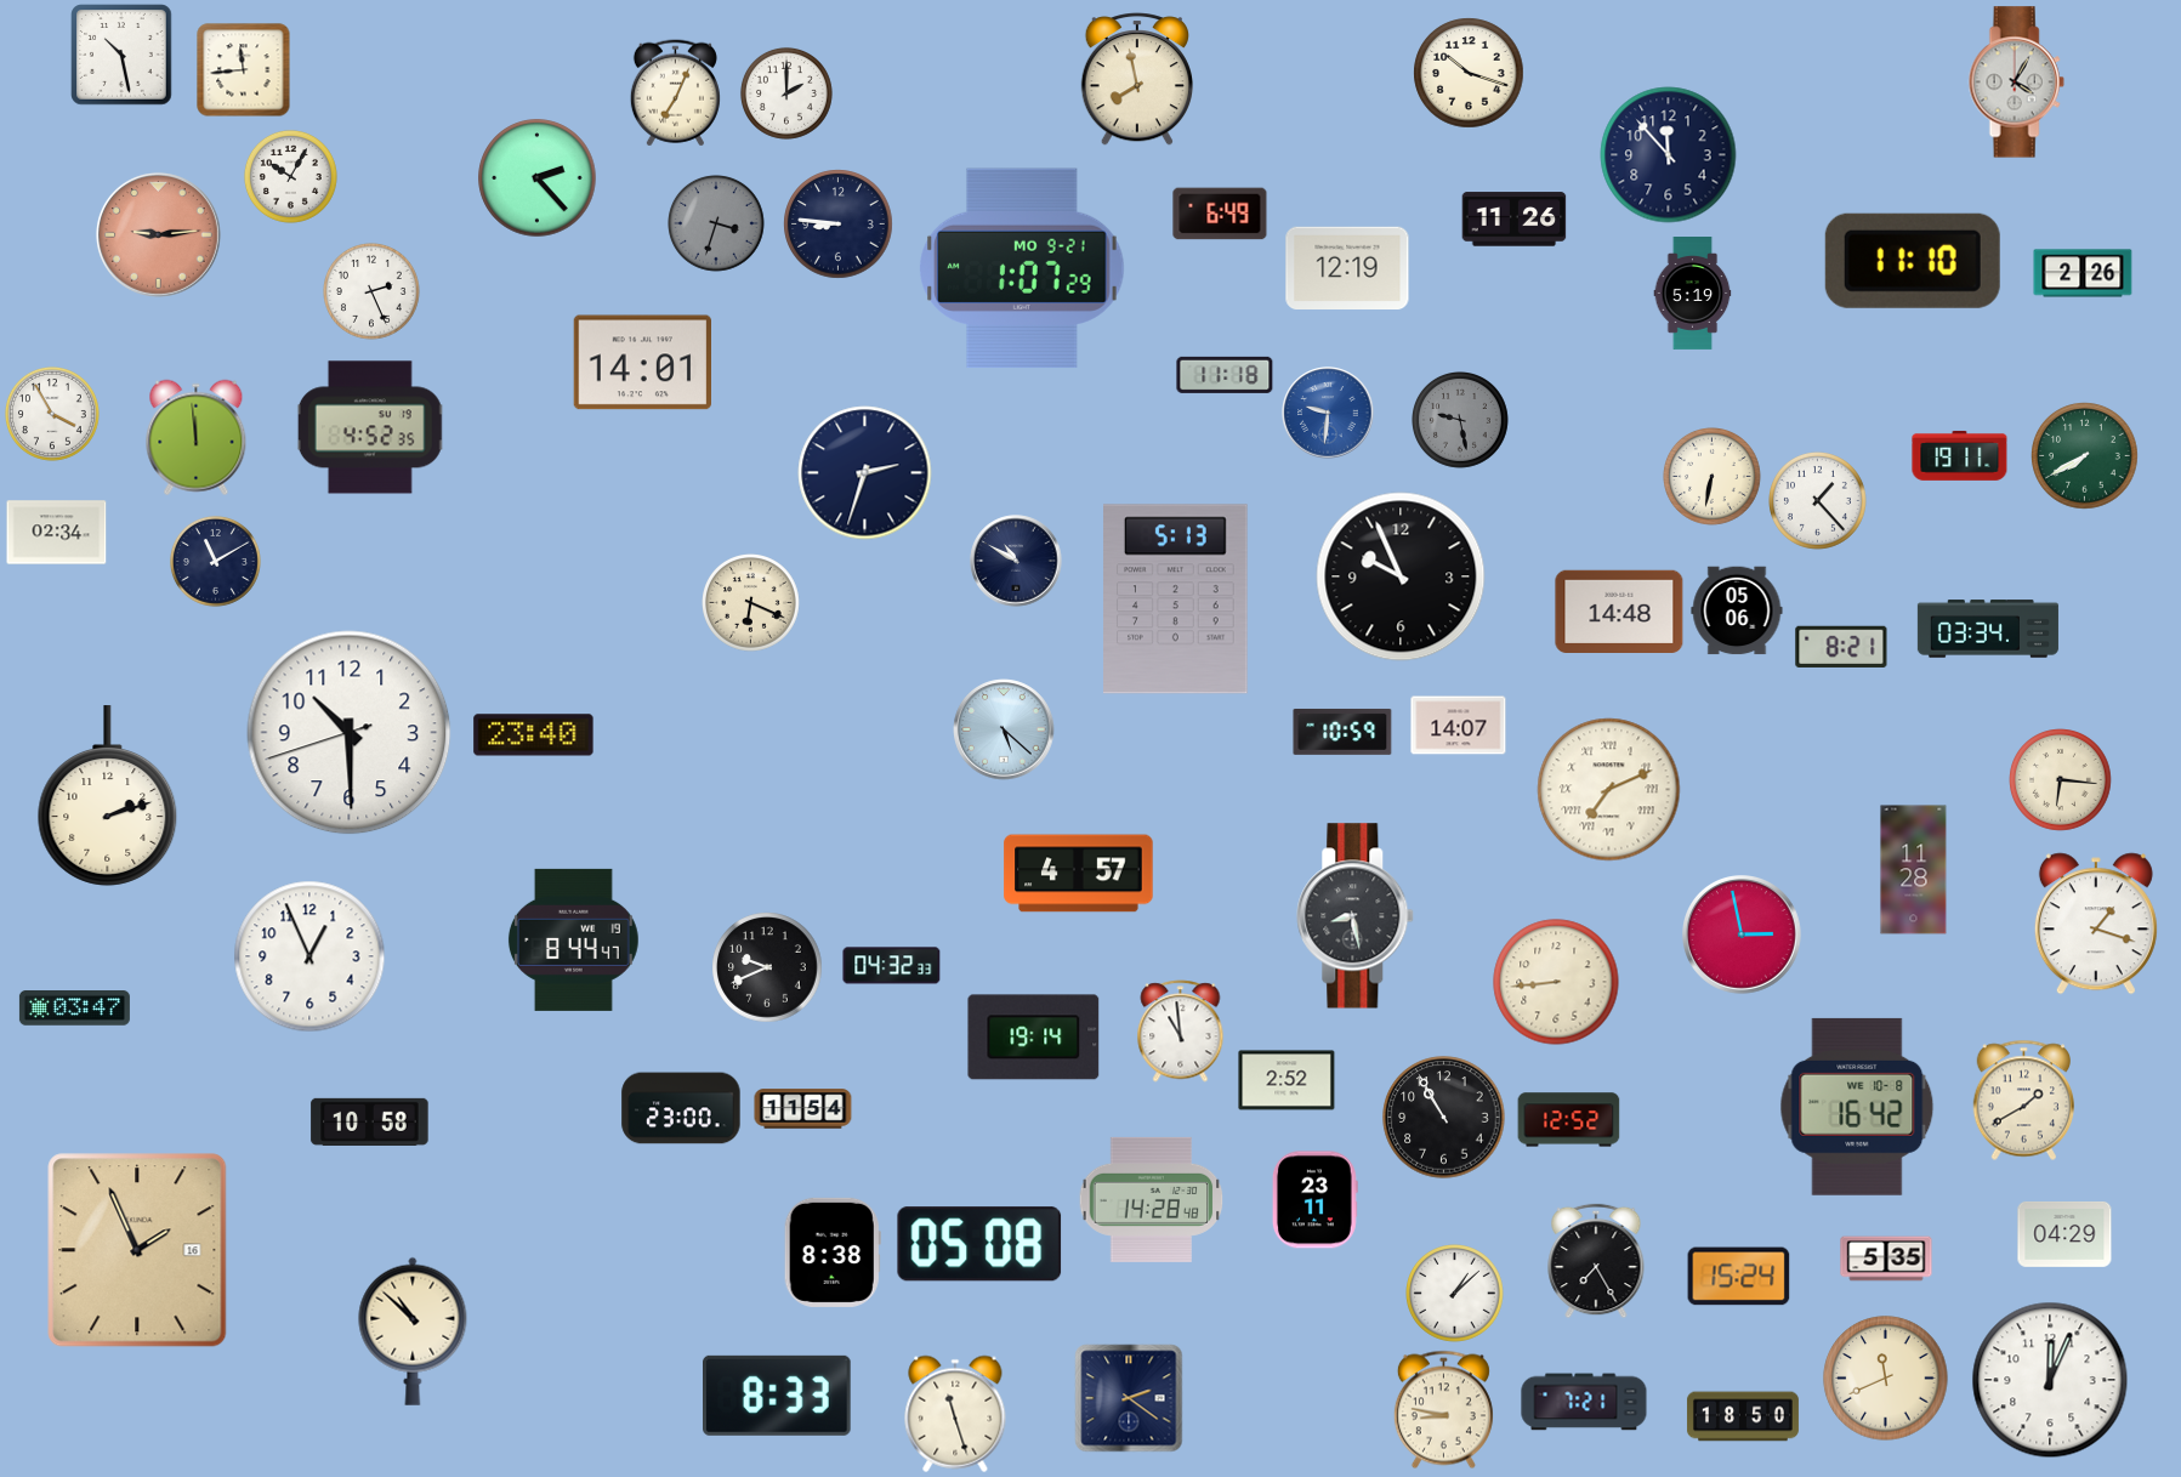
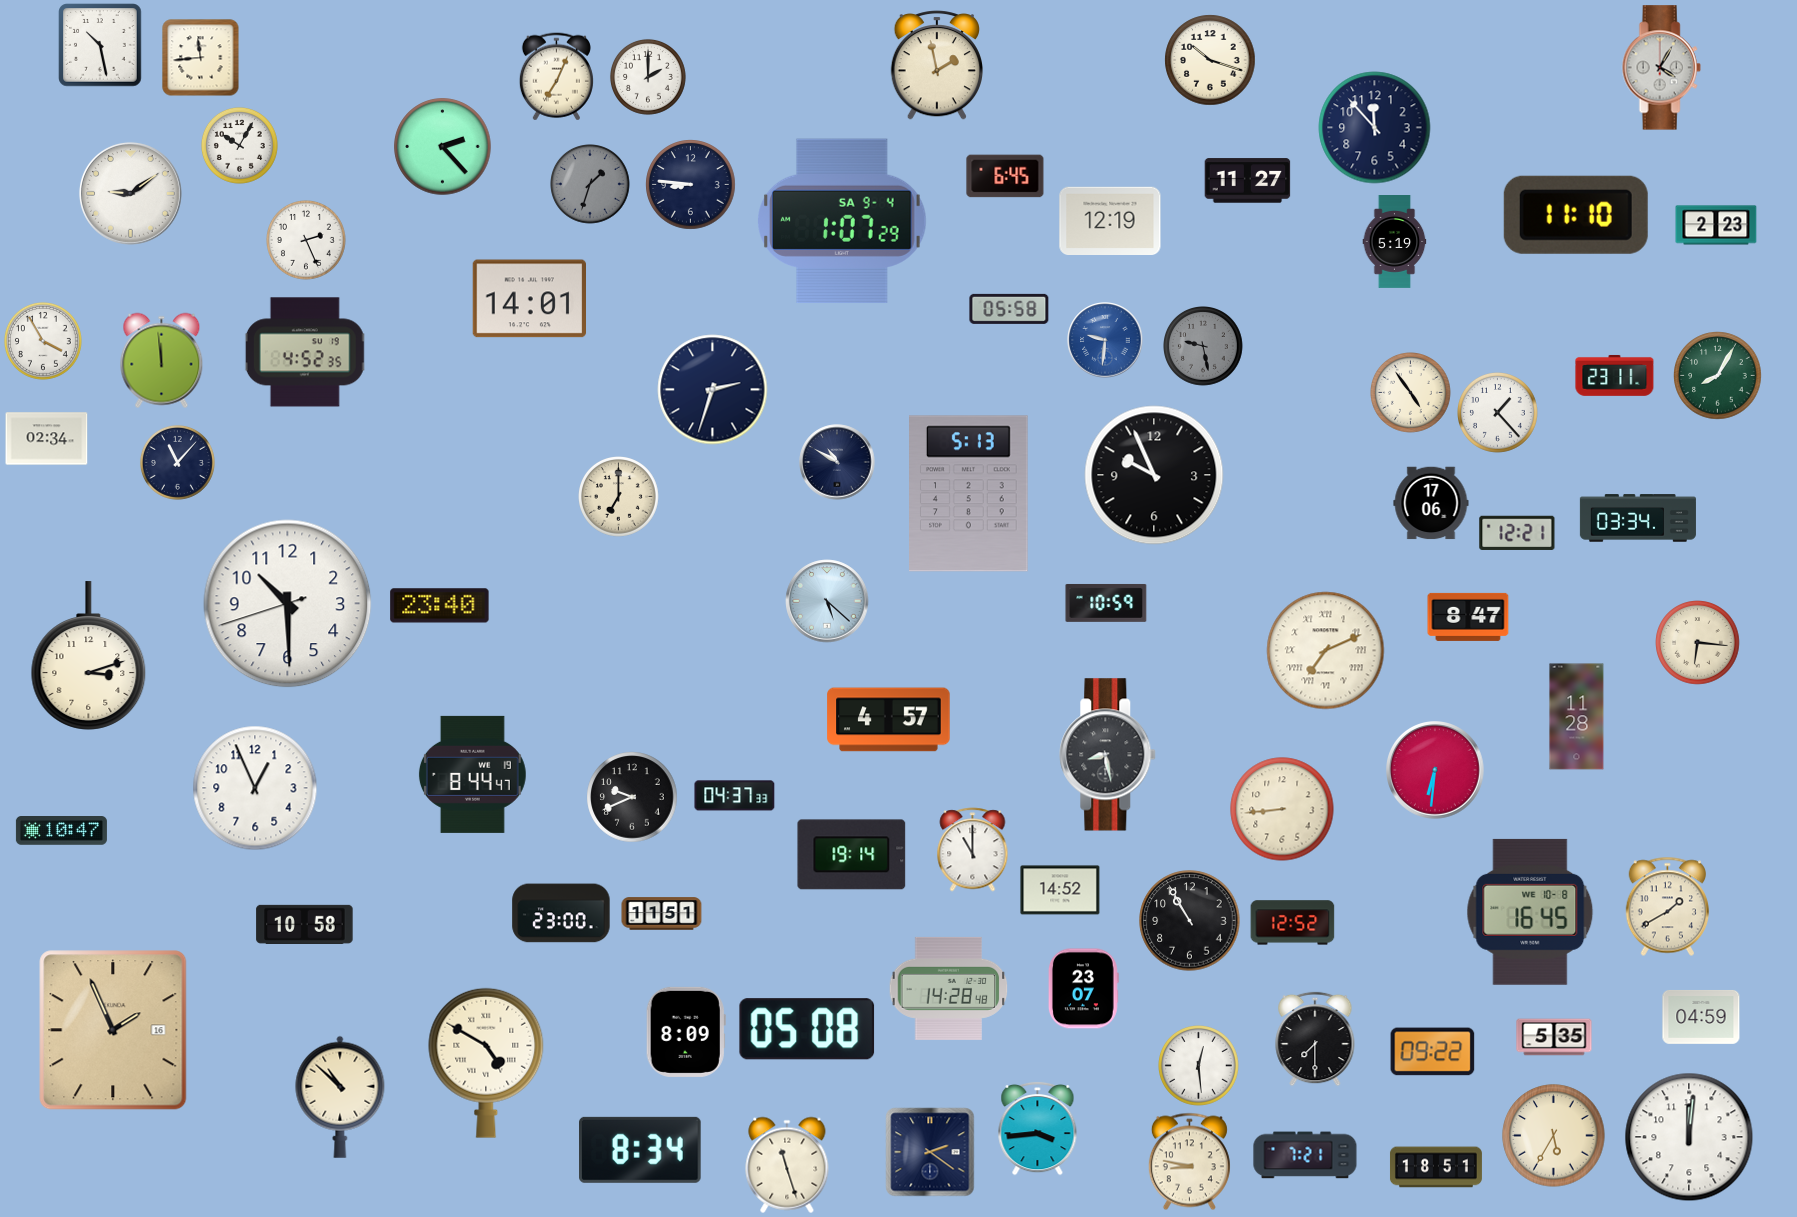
clock at (1136, 79): 7:58 -> 1:58
clock at (1220, 214): 6:49 -> 6:45
clock at (1515, 220): 11:26 -> 11:27
clock at (717, 225): 3:33 -> 1:33
clock at (158, 234): 9:14 -> 9:09
clock at (158, 234) dial: salmon -> white
clock at (1023, 268) date: MO 9-21 -> SA 9-4
clock at (2083, 273): 2:26 -> 2:23
clock at (1225, 375): 11:18 -> 05:58
clock at (1328, 413) position: (1328, 413) -> (1105, 340)
clock at (1960, 455): 19:11 -> 23:11
clock at (2085, 456): 7:40 -> 8:05
clock at (1713, 477): 6:32 -> 4:54
clock at (215, 561): 11:10 -> 11:07
clock at (751, 603): 6:19 -> 7:00
clock at (1619, 610): 14:48 -> none
clock at (1737, 610): 05:06 -> 17:06
clock at (1841, 647): 8:21 -> 12:21
clock at (1459, 726): 14:07 -> none
clock at (1468, 617): none -> 8:47
clock at (108, 796): 2:12 -> 3:12
clock at (1356, 916) position: (1356, 916) -> (1108, 755)
clock at (2096, 924): 1:18 -> none
clock at (1743, 936): 2:58 -> 6:31
clock at (892, 966): 04:32 -> 04:37
clock at (74, 1009): 03:47 -> 10:47
clock at (1181, 1032): 10:59 -> 11:00
clock at (1287, 1080): 2:52 -> 14:52
clock at (1857, 1107): 16:42 -> 16:45
clock at (803, 1109): 11:54 -> 11:51
clock at (1314, 1200): 23:11 -> 23:07
clock at (2064, 1234): 04:29 -> 04:59
clock at (979, 1244) position: (979, 1244) -> (807, 1029)
clock at (833, 1252): 8:38 -> 8:09
clock at (1596, 1261): 7:25 -> 7:30
clock at (1739, 1277): 15:24 -> 09:22
clock at (486, 1063): none -> 4:50
clock at (1455, 1294): 1:08 -> 12:29
clock at (1038, 1128): none -> 3:44
clock at (1886, 1379): 11:41 -> 5:35
clock at (2050, 1380): 12:04 -> 12:01
clock at (778, 1396): 8:33 -> 8:34
clock at (1743, 1416): 18:50 -> 18:51
